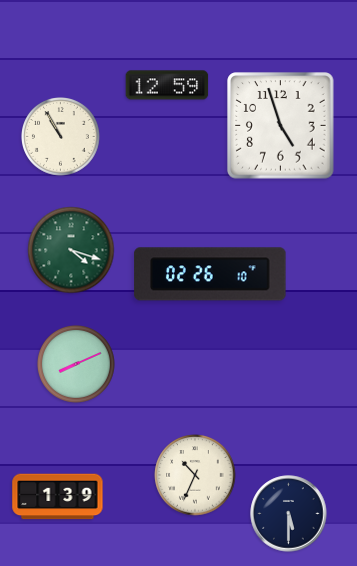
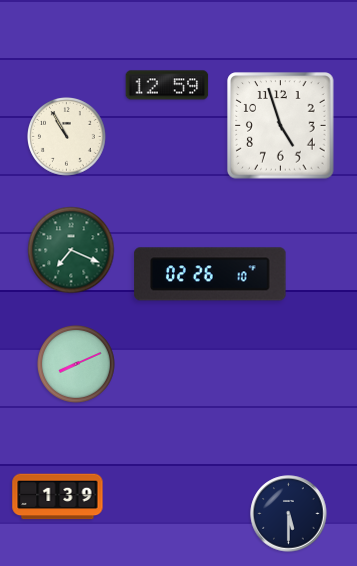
clock at (61, 137) position: (61, 137) -> (67, 137)
clock at (71, 250): 4:18 -> 7:19
clock at (195, 475): 10:34 -> none
